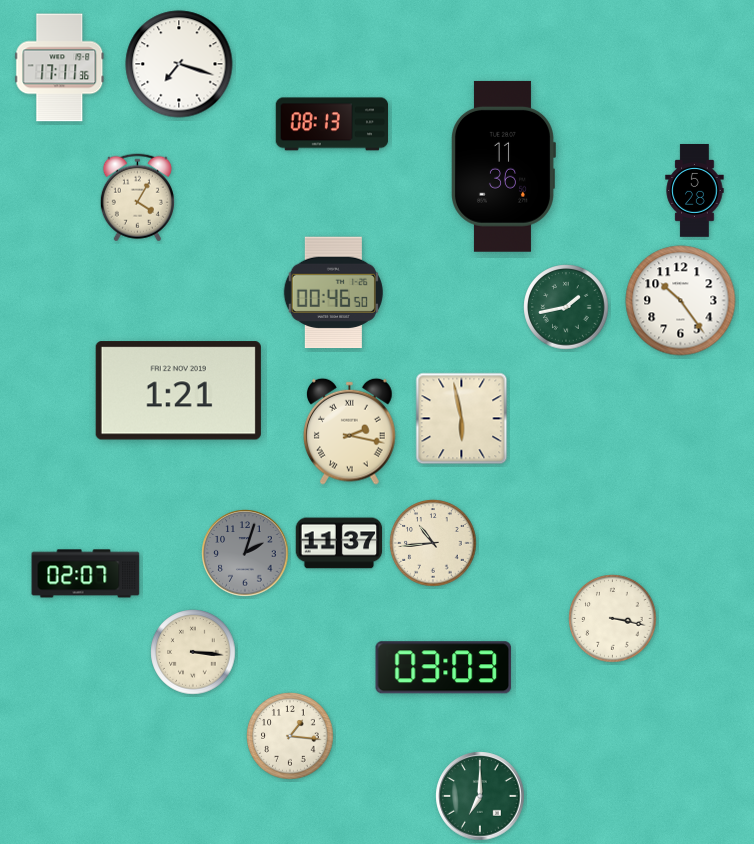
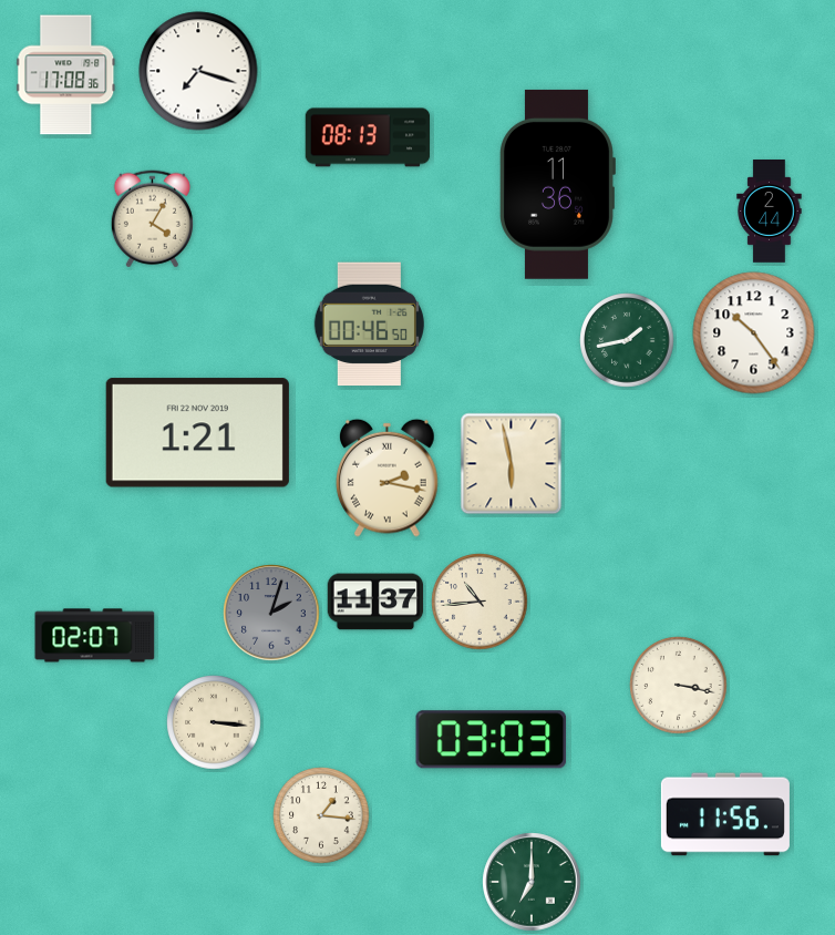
clock at (60, 68): 17:11 -> 17:08
clock at (695, 191): 5:28 -> 2:44
clock at (725, 814): none -> 11:56
